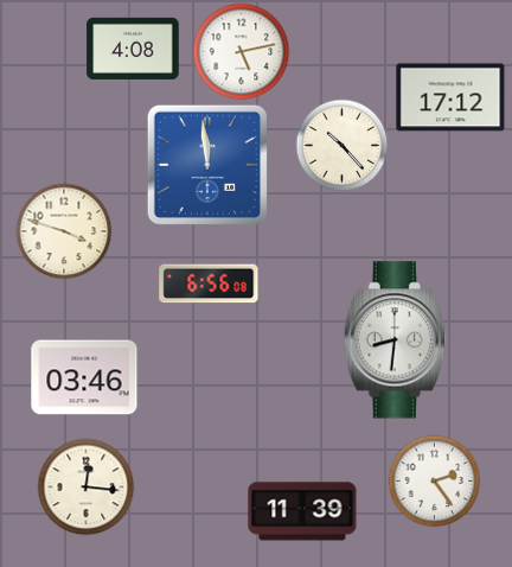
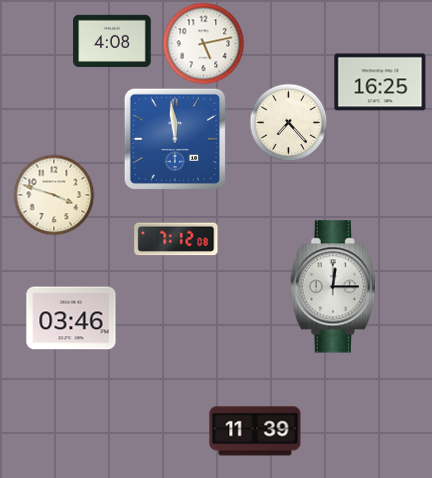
clock at (450, 97): 17:12 -> 16:25
clock at (341, 145): 10:23 -> 7:23
clock at (209, 283): 6:56 -> 7:12
clock at (395, 340): 8:31 -> 12:15
clock at (434, 480): 2:24 -> none
clock at (85, 486): 12:16 -> none
